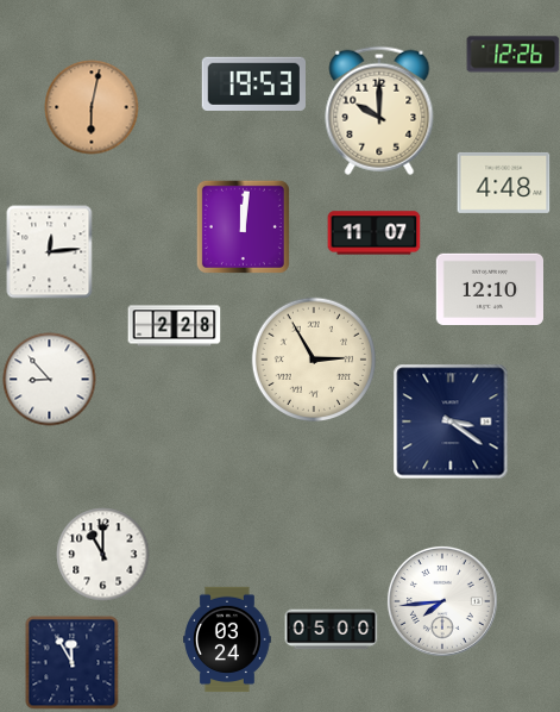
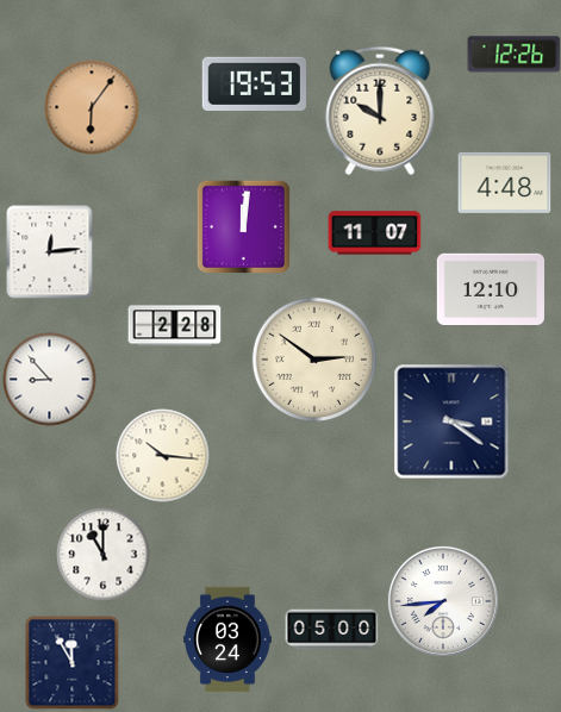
clock at (92, 107): 6:02 -> 6:06
clock at (313, 358): 2:55 -> 2:51
clock at (162, 455): none -> 10:16
